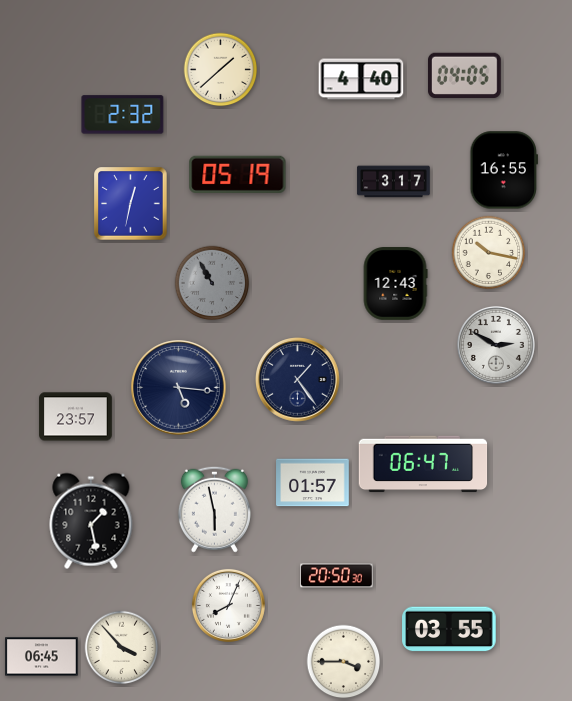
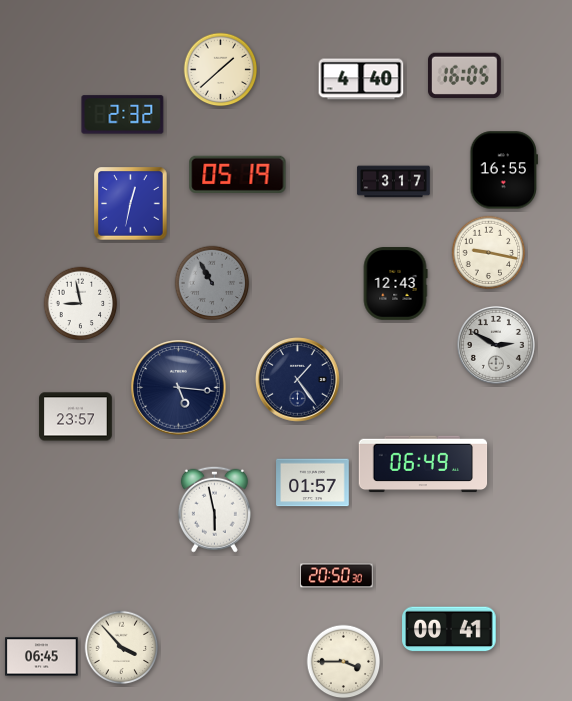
clock at (465, 75): 04:05 -> 16:05
clock at (489, 253): 10:17 -> 9:17
clock at (81, 304): none -> 8:58
clock at (423, 464): 06:47 -> 06:49
clock at (91, 521): 1:28 -> none
clock at (228, 605): 8:04 -> none
clock at (449, 629): 03:55 -> 00:41
